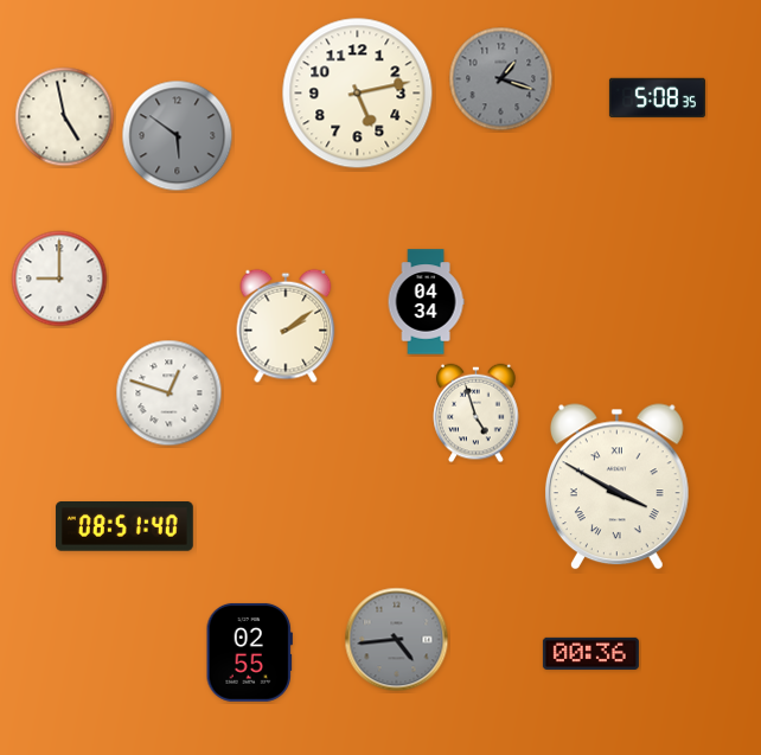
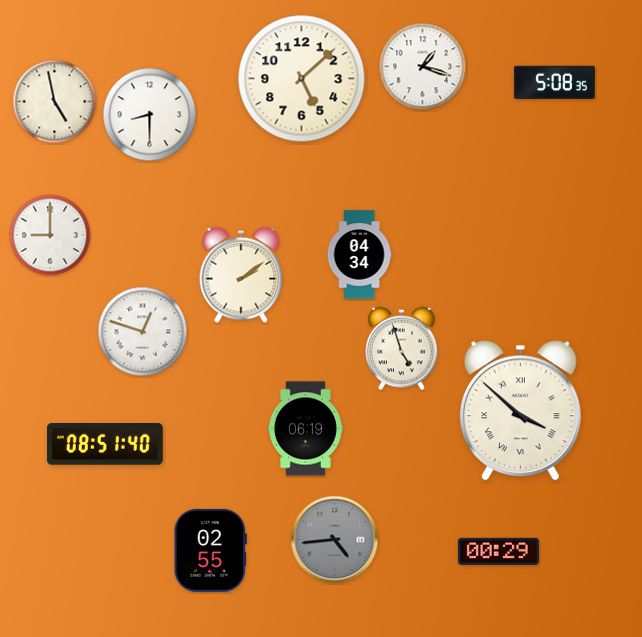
clock at (501, 79) dial: grey -> white
clock at (358, 94): 5:13 -> 5:08
clock at (65, 117) position: (65, 117) -> (55, 102)
clock at (178, 136): 5:51 -> 8:30
clock at (178, 136) dial: grey -> white
clock at (616, 487): 3:50 -> 3:52
clock at (305, 429): none -> 06:19
clock at (590, 653): 00:36 -> 00:29
